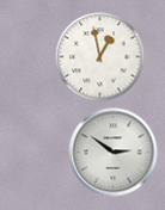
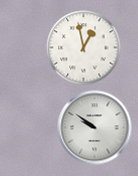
clock at (114, 153): 2:51 -> 9:51
